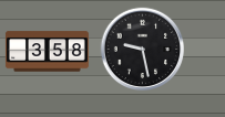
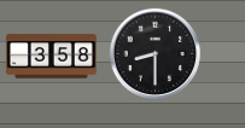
clock at (143, 50): 9:28 -> 8:30
